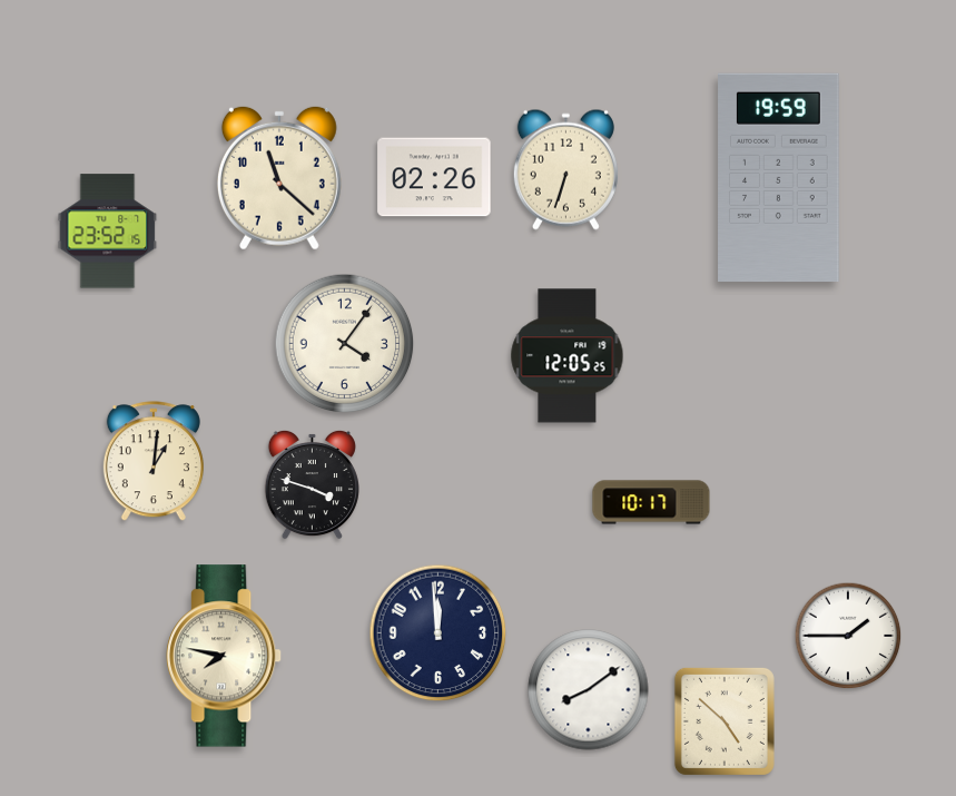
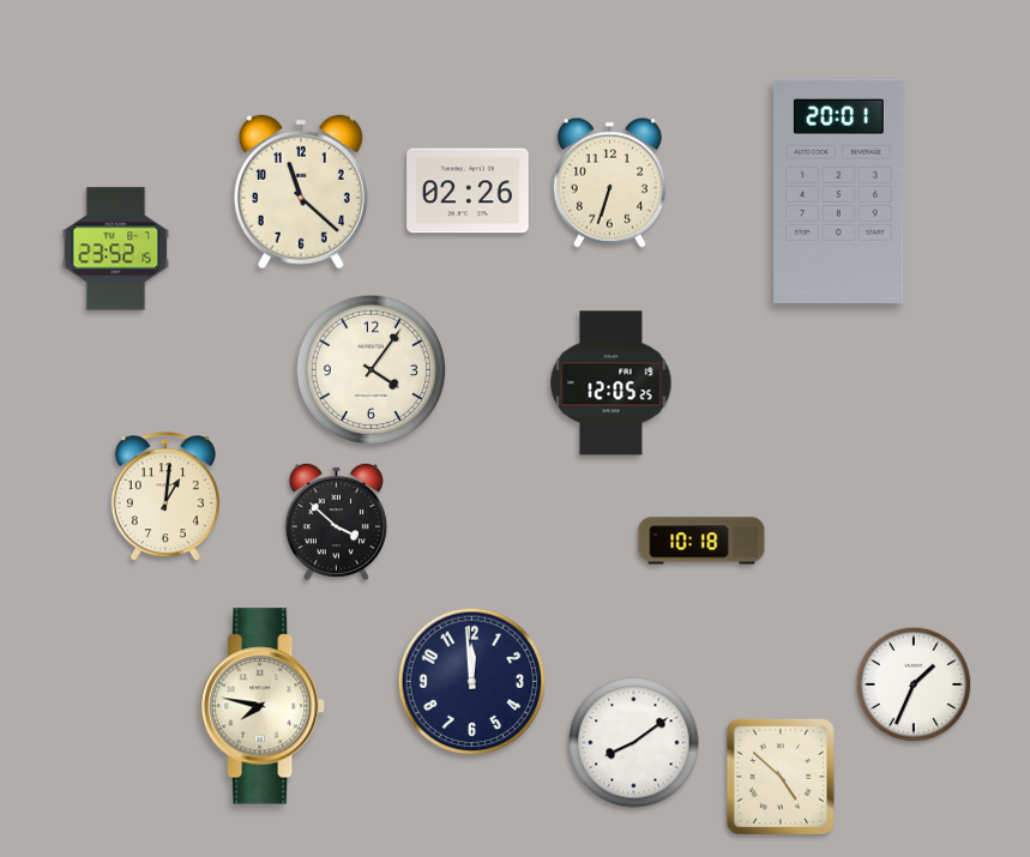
clock at (779, 177): 19:59 -> 20:01
clock at (312, 484): 3:48 -> 3:52
clock at (651, 502): 10:17 -> 10:18
clock at (848, 636): 1:45 -> 1:34
clock at (224, 656) position: (224, 656) -> (263, 706)
